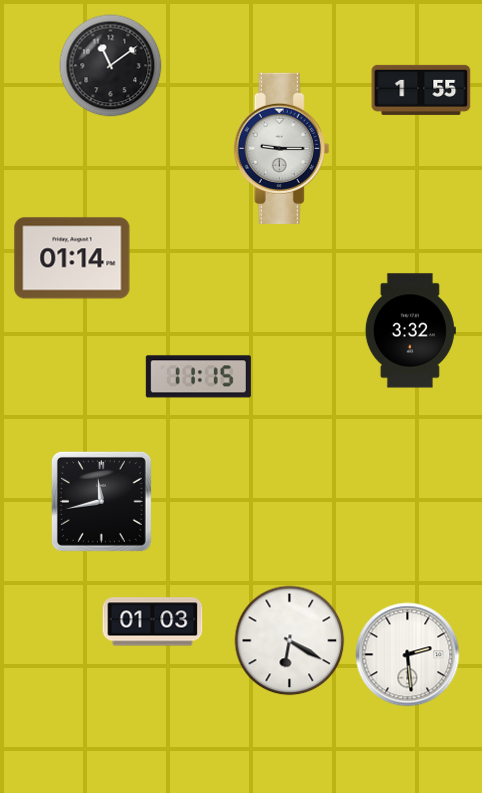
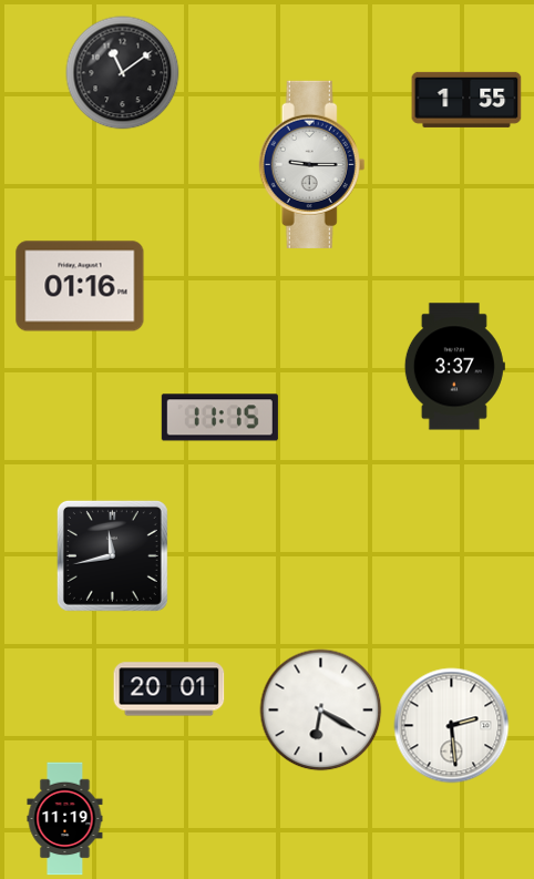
clock at (72, 258): 01:14 -> 01:16
clock at (410, 331): 3:32 -> 3:37
clock at (153, 622): 01:03 -> 20:01
clock at (65, 819): none -> 11:19
